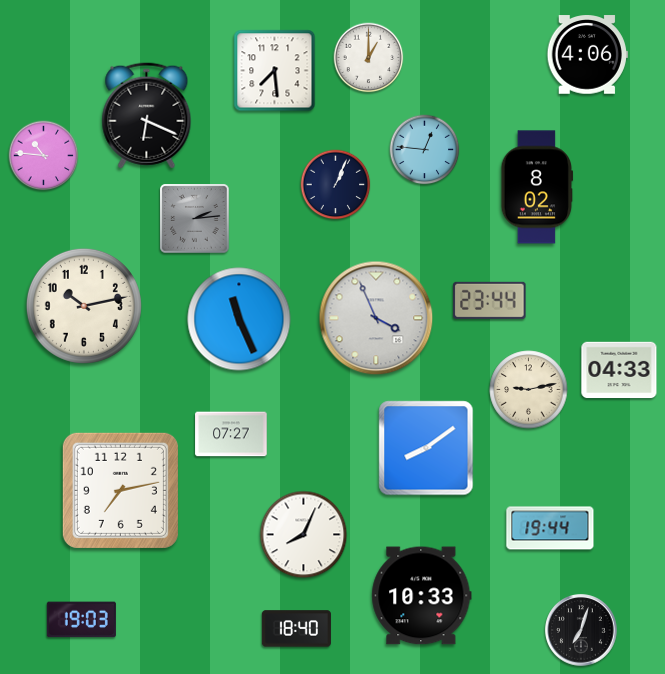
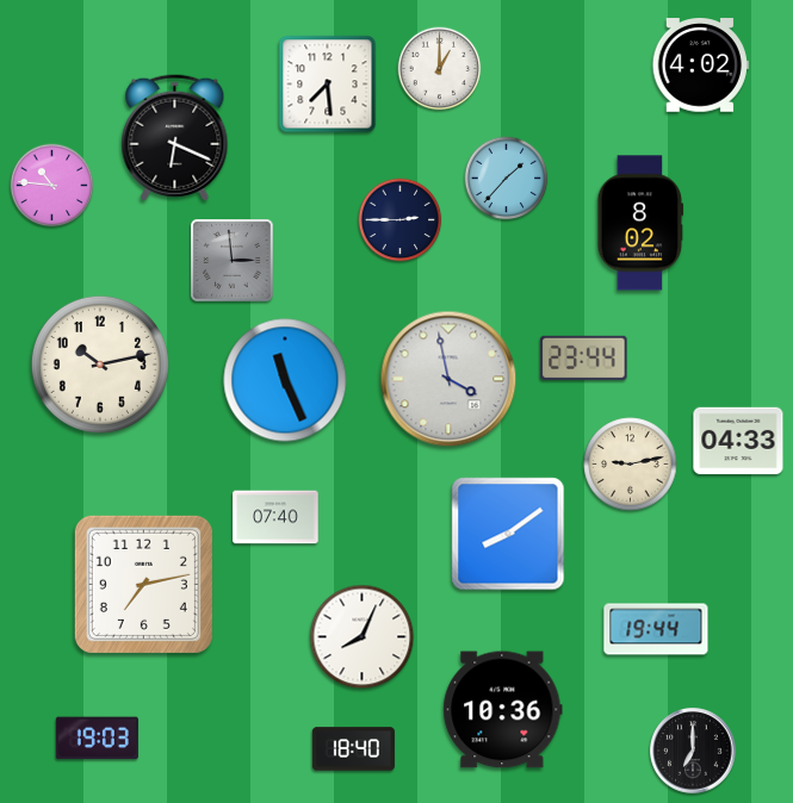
clock at (587, 55): 4:06 -> 4:02
clock at (425, 150): 12:46 -> 1:37
clock at (336, 185): 1:04 -> 2:45
clock at (195, 219): 2:14 -> 2:59
clock at (376, 318): 3:56 -> 3:58
clock at (231, 434): 07:27 -> 07:40
clock at (422, 596): 10:33 -> 10:36
clock at (581, 630): 7:03 -> 7:00
